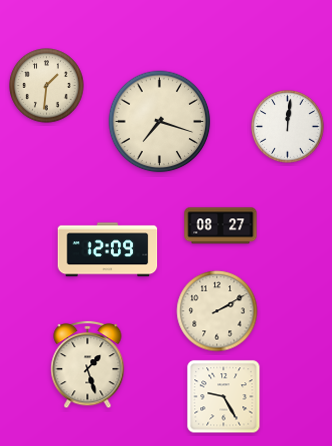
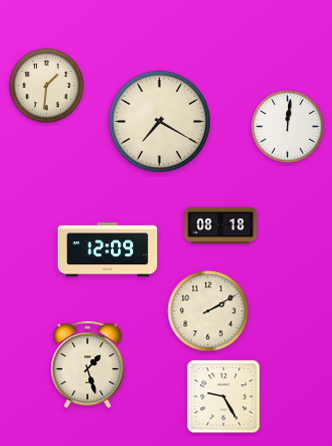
clock at (160, 122): 7:18 -> 7:20
clock at (221, 226): 08:27 -> 08:18
clock at (217, 311) position: (217, 311) -> (208, 311)
